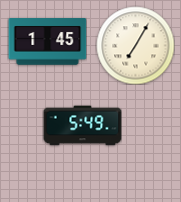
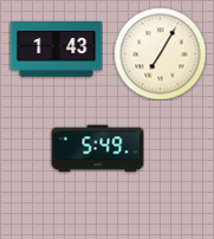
clock at (47, 42): 1:45 -> 1:43
